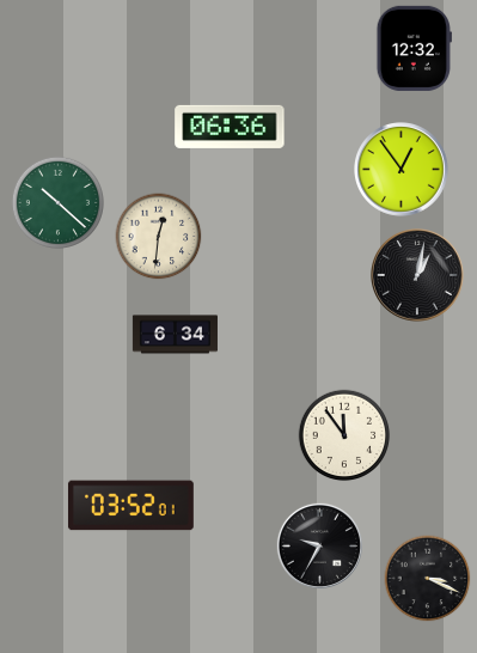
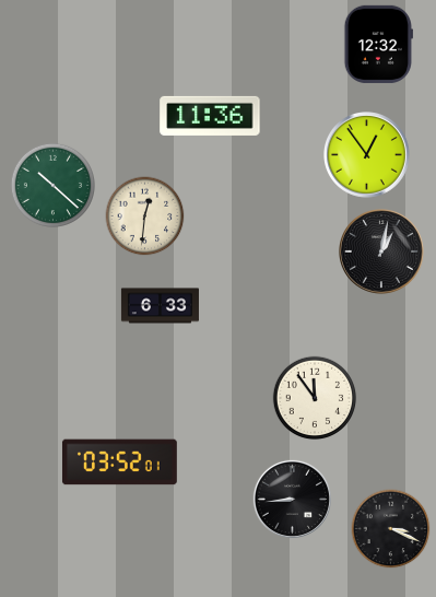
clock at (230, 127): 06:36 -> 11:36
clock at (175, 335): 6:34 -> 6:33
clock at (319, 545): 9:35 -> 8:44
